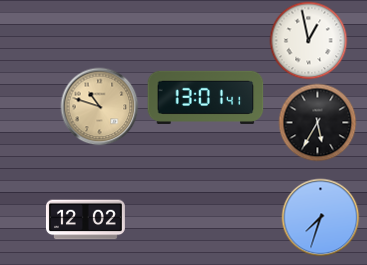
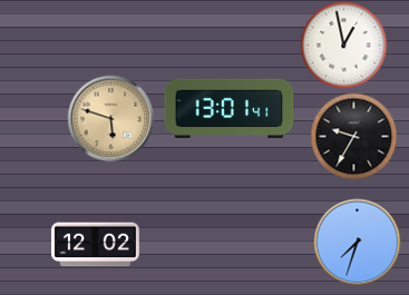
clock at (99, 106): 10:48 -> 5:48
clock at (317, 122): 5:35 -> 9:35
